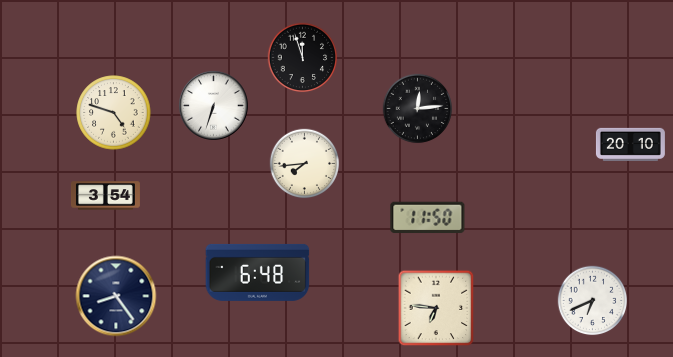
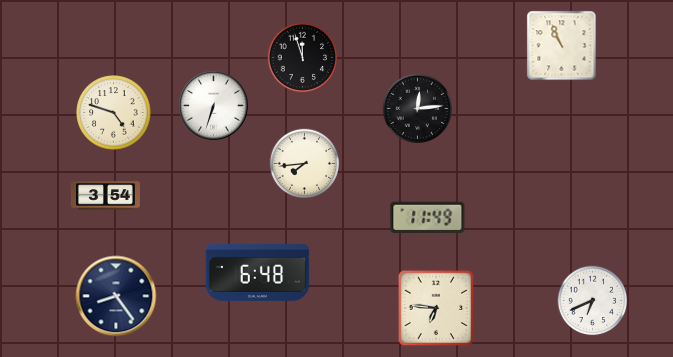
clock at (562, 46): none -> 10:56
clock at (630, 144): 20:10 -> none
clock at (428, 218): 11:50 -> 11:49
